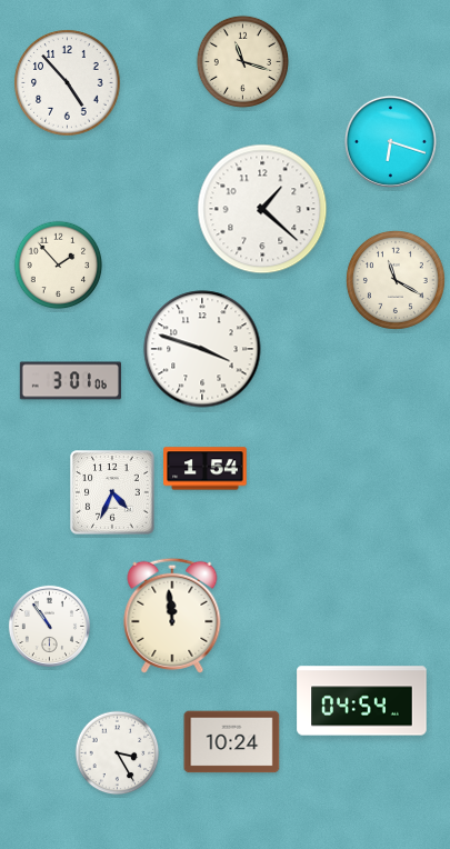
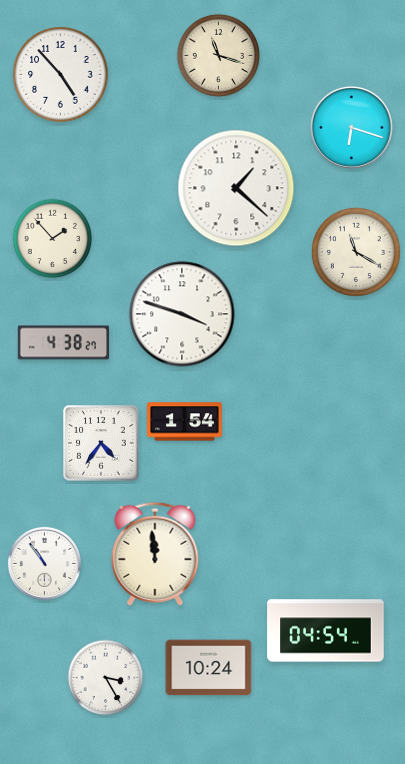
clock at (70, 381): 3:01 -> 4:38
clock at (112, 492): 4:34 -> 4:36
